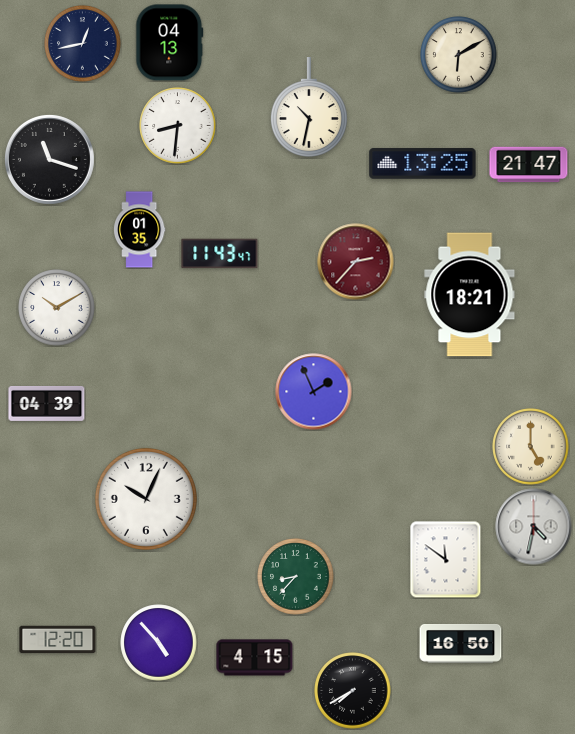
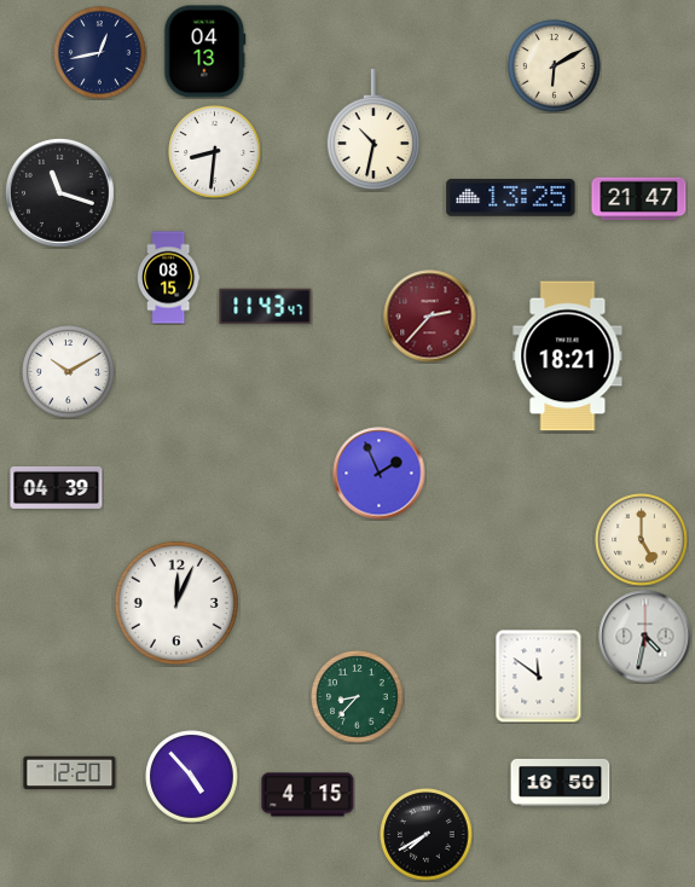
clock at (139, 230): 01:35 -> 08:15
clock at (146, 499): 10:04 -> 12:04
clock at (461, 644) position: (461, 644) -> (561, 783)
